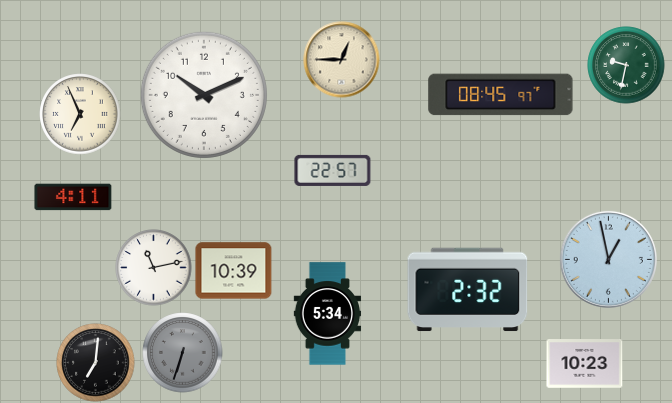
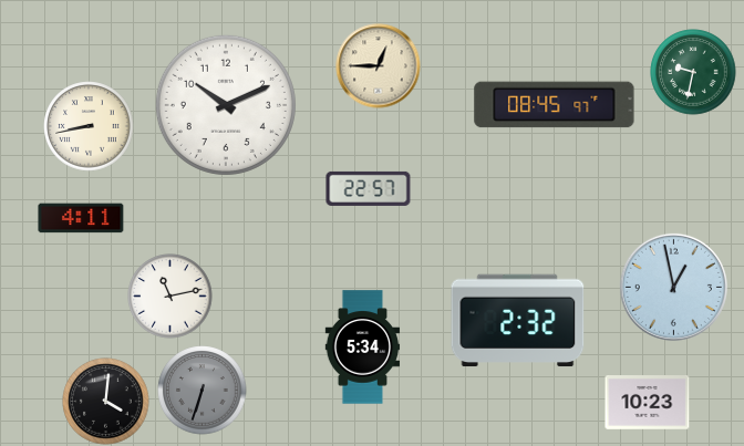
clock at (80, 114): 6:56 -> 8:43
clock at (234, 271): 10:39 -> none
clock at (96, 363): 7:01 -> 4:01
